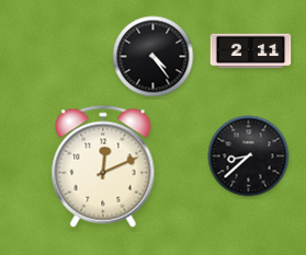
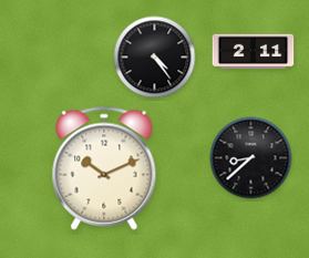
clock at (103, 166): 12:11 -> 10:11
